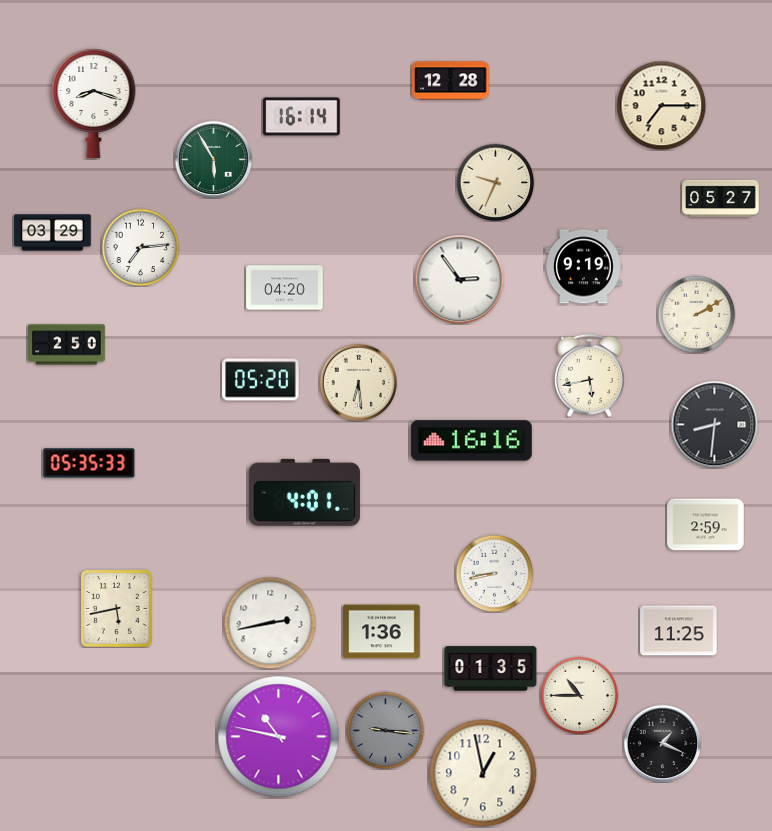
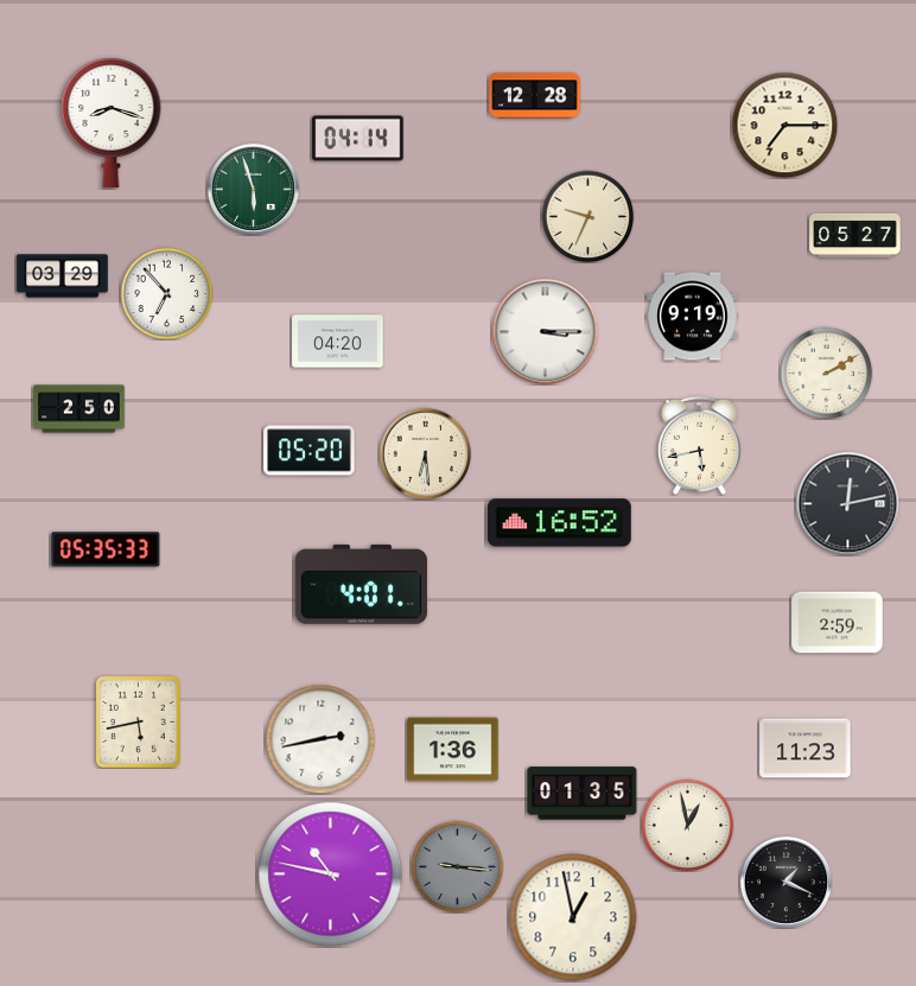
clock at (302, 117): 16:14 -> 04:14
clock at (213, 159): 5:55 -> 5:57
clock at (140, 247): 7:14 -> 6:53
clock at (459, 279): 2:54 -> 3:15
clock at (714, 424): 8:31 -> 12:13
clock at (472, 441): 16:16 -> 16:52
clock at (494, 573): 8:43 -> none
clock at (679, 631): 11:25 -> 11:23
clock at (579, 695): 10:45 -> 12:58
